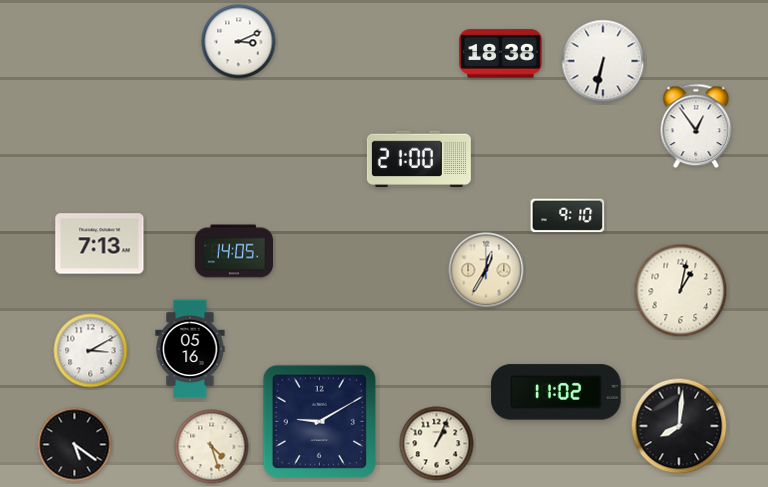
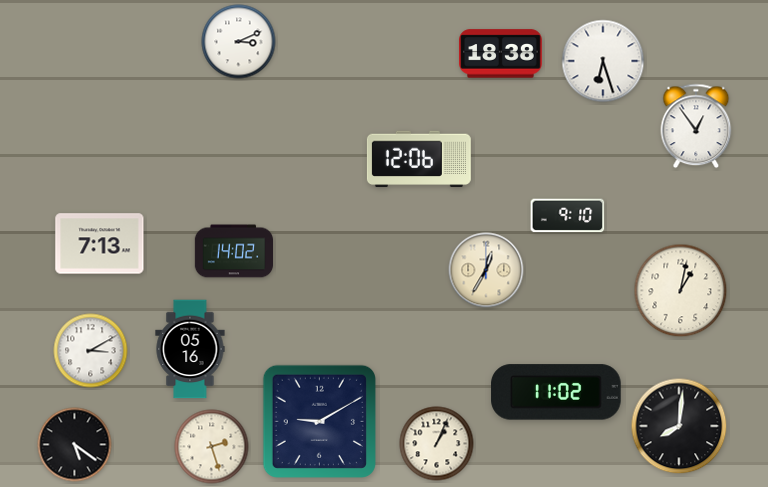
clock at (603, 61): 6:32 -> 6:27
clock at (419, 159): 21:00 -> 12:06
clock at (233, 251): 14:05 -> 14:02
clock at (212, 447): 4:27 -> 2:27
